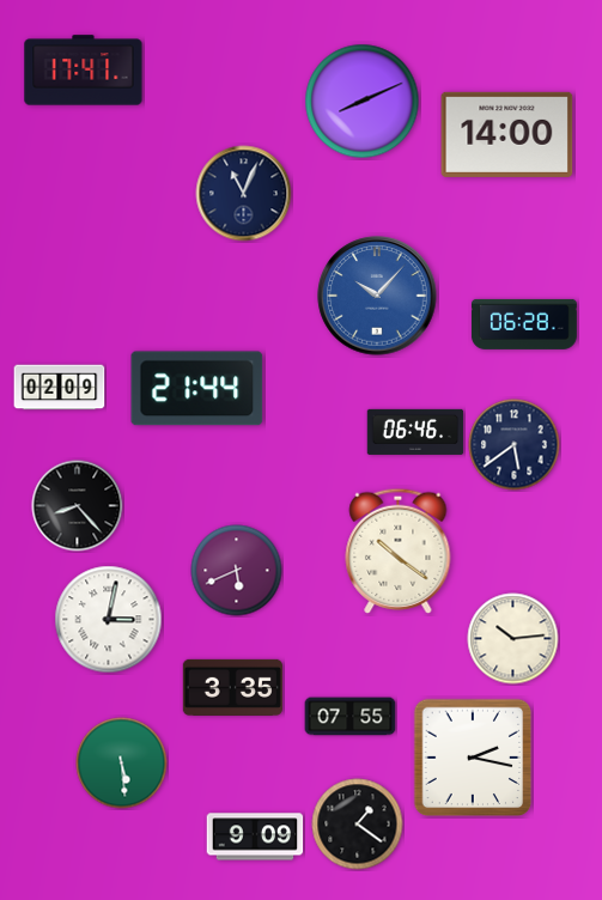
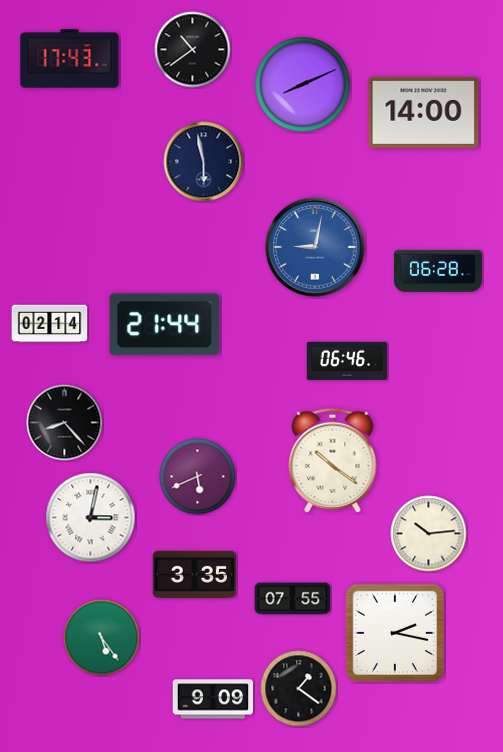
clock at (193, 50): none -> 10:39
clock at (84, 71): 17:41 -> 17:43
clock at (244, 194): 11:04 -> 5:58
clock at (377, 296): 10:07 -> 9:02
clock at (60, 388): 02:09 -> 02:14
clock at (515, 445): 5:39 -> none
clock at (122, 764): 5:29 -> 5:24
